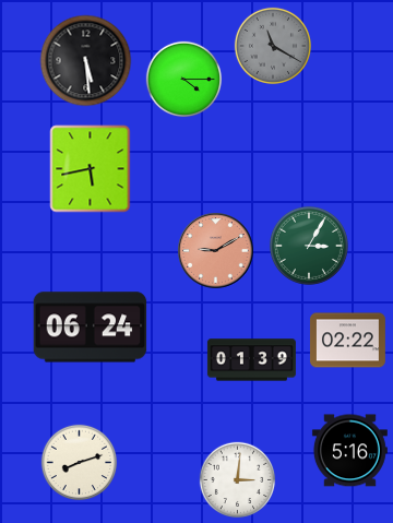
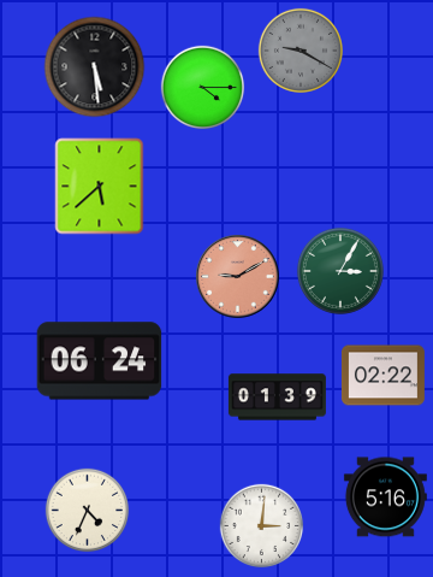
clock at (273, 46): 11:20 -> 9:20
clock at (91, 169): 5:43 -> 5:38
clock at (80, 463): 8:12 -> 4:34
clock at (238, 480) position: (238, 480) -> (262, 526)
